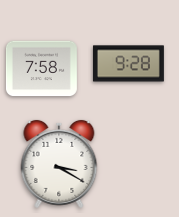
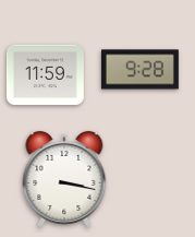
clock at (41, 69): 7:58 -> 11:59
clock at (59, 164): 3:20 -> 3:17
